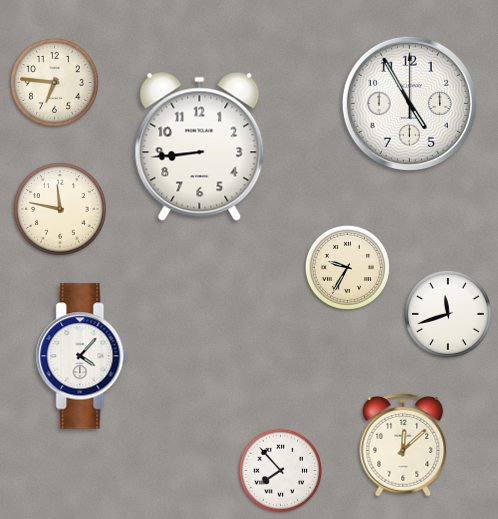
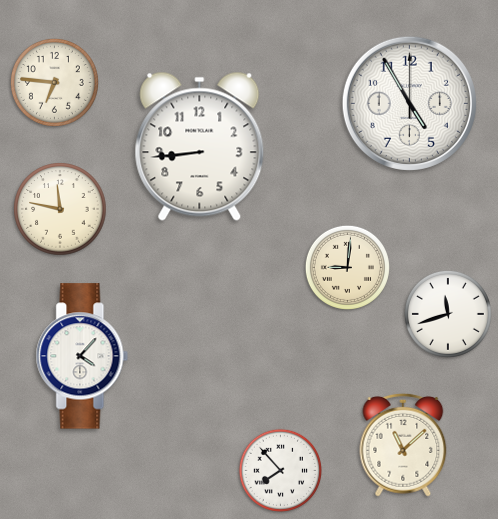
clock at (347, 267): 9:35 -> 9:01
clock at (403, 445): 12:08 -> 11:08
